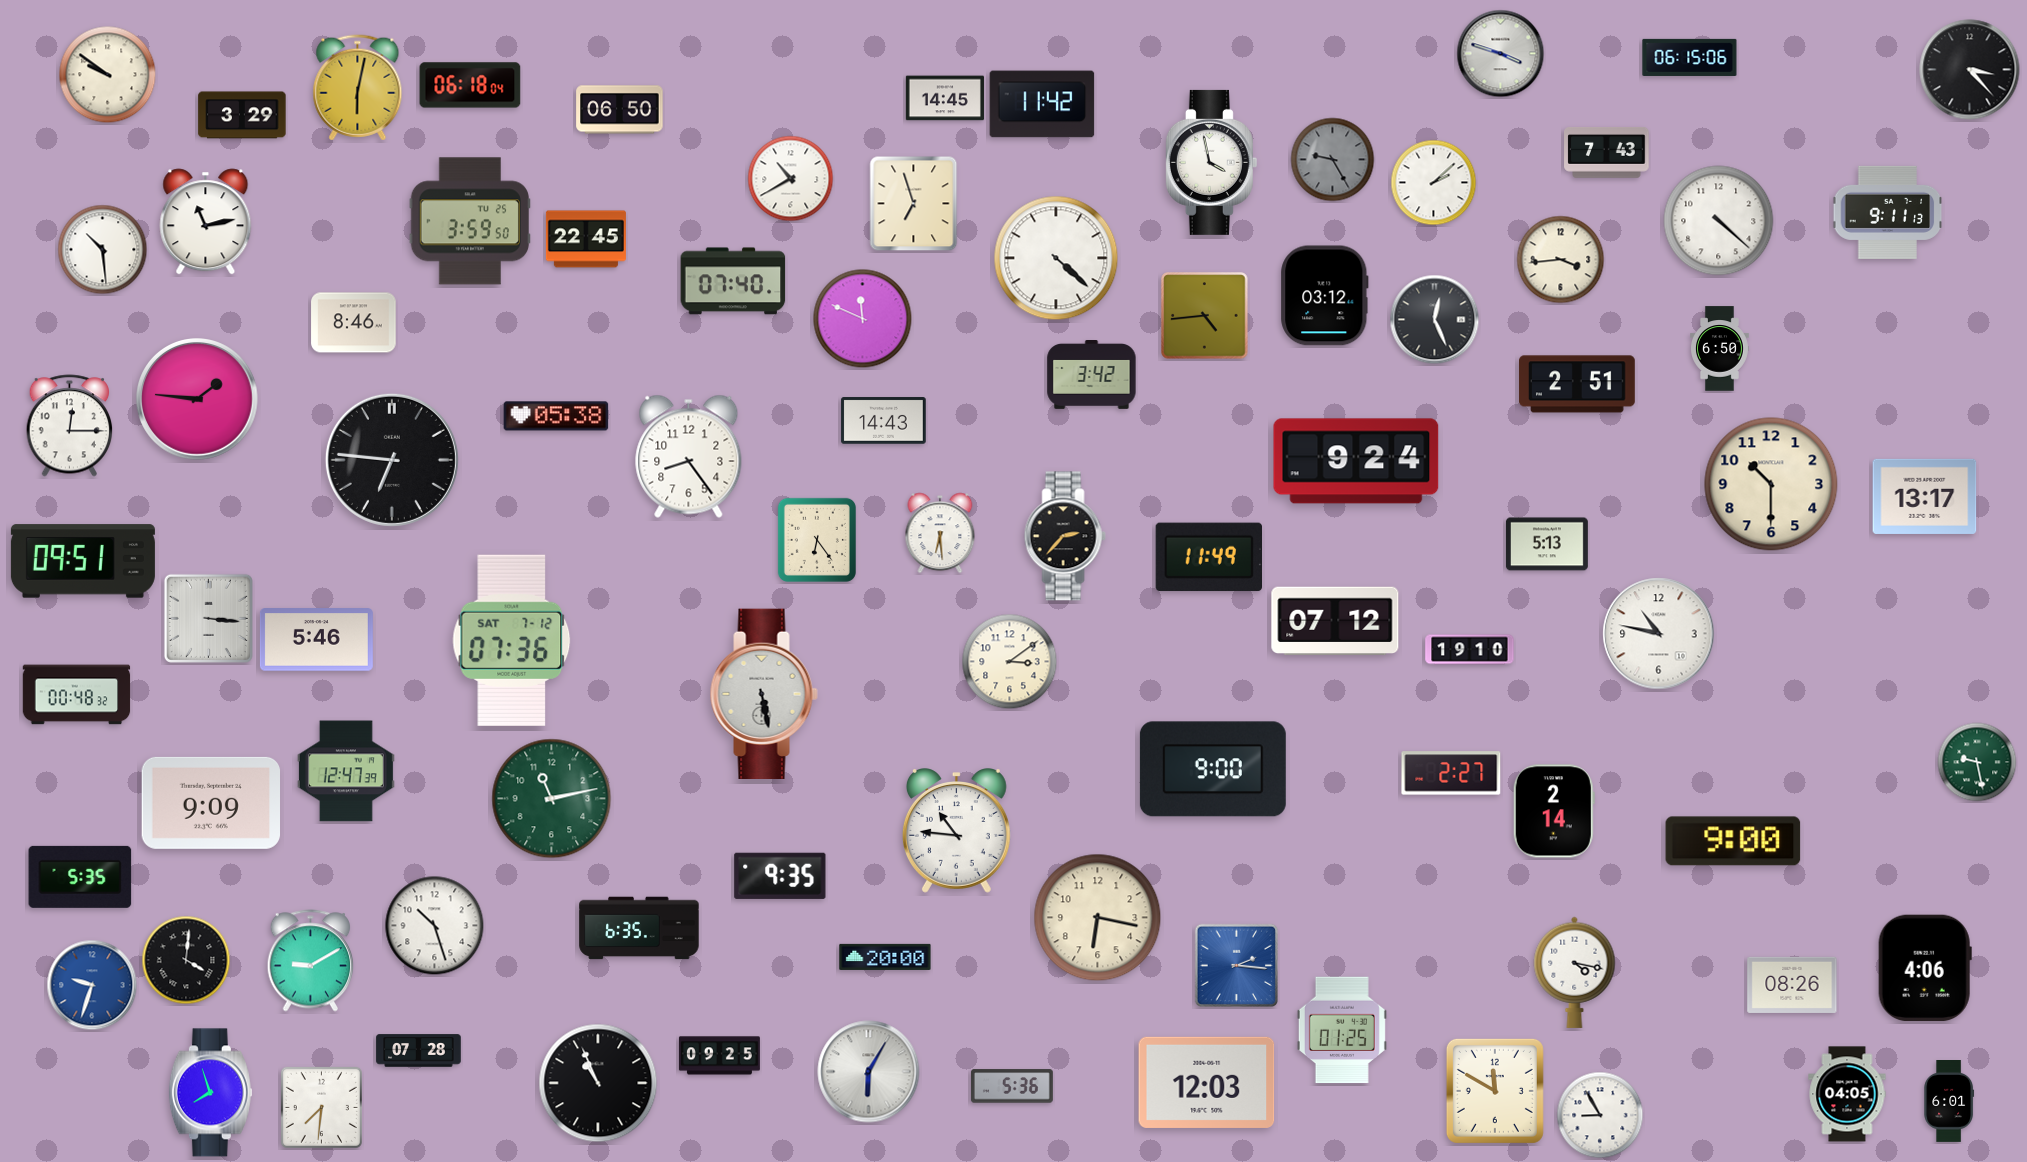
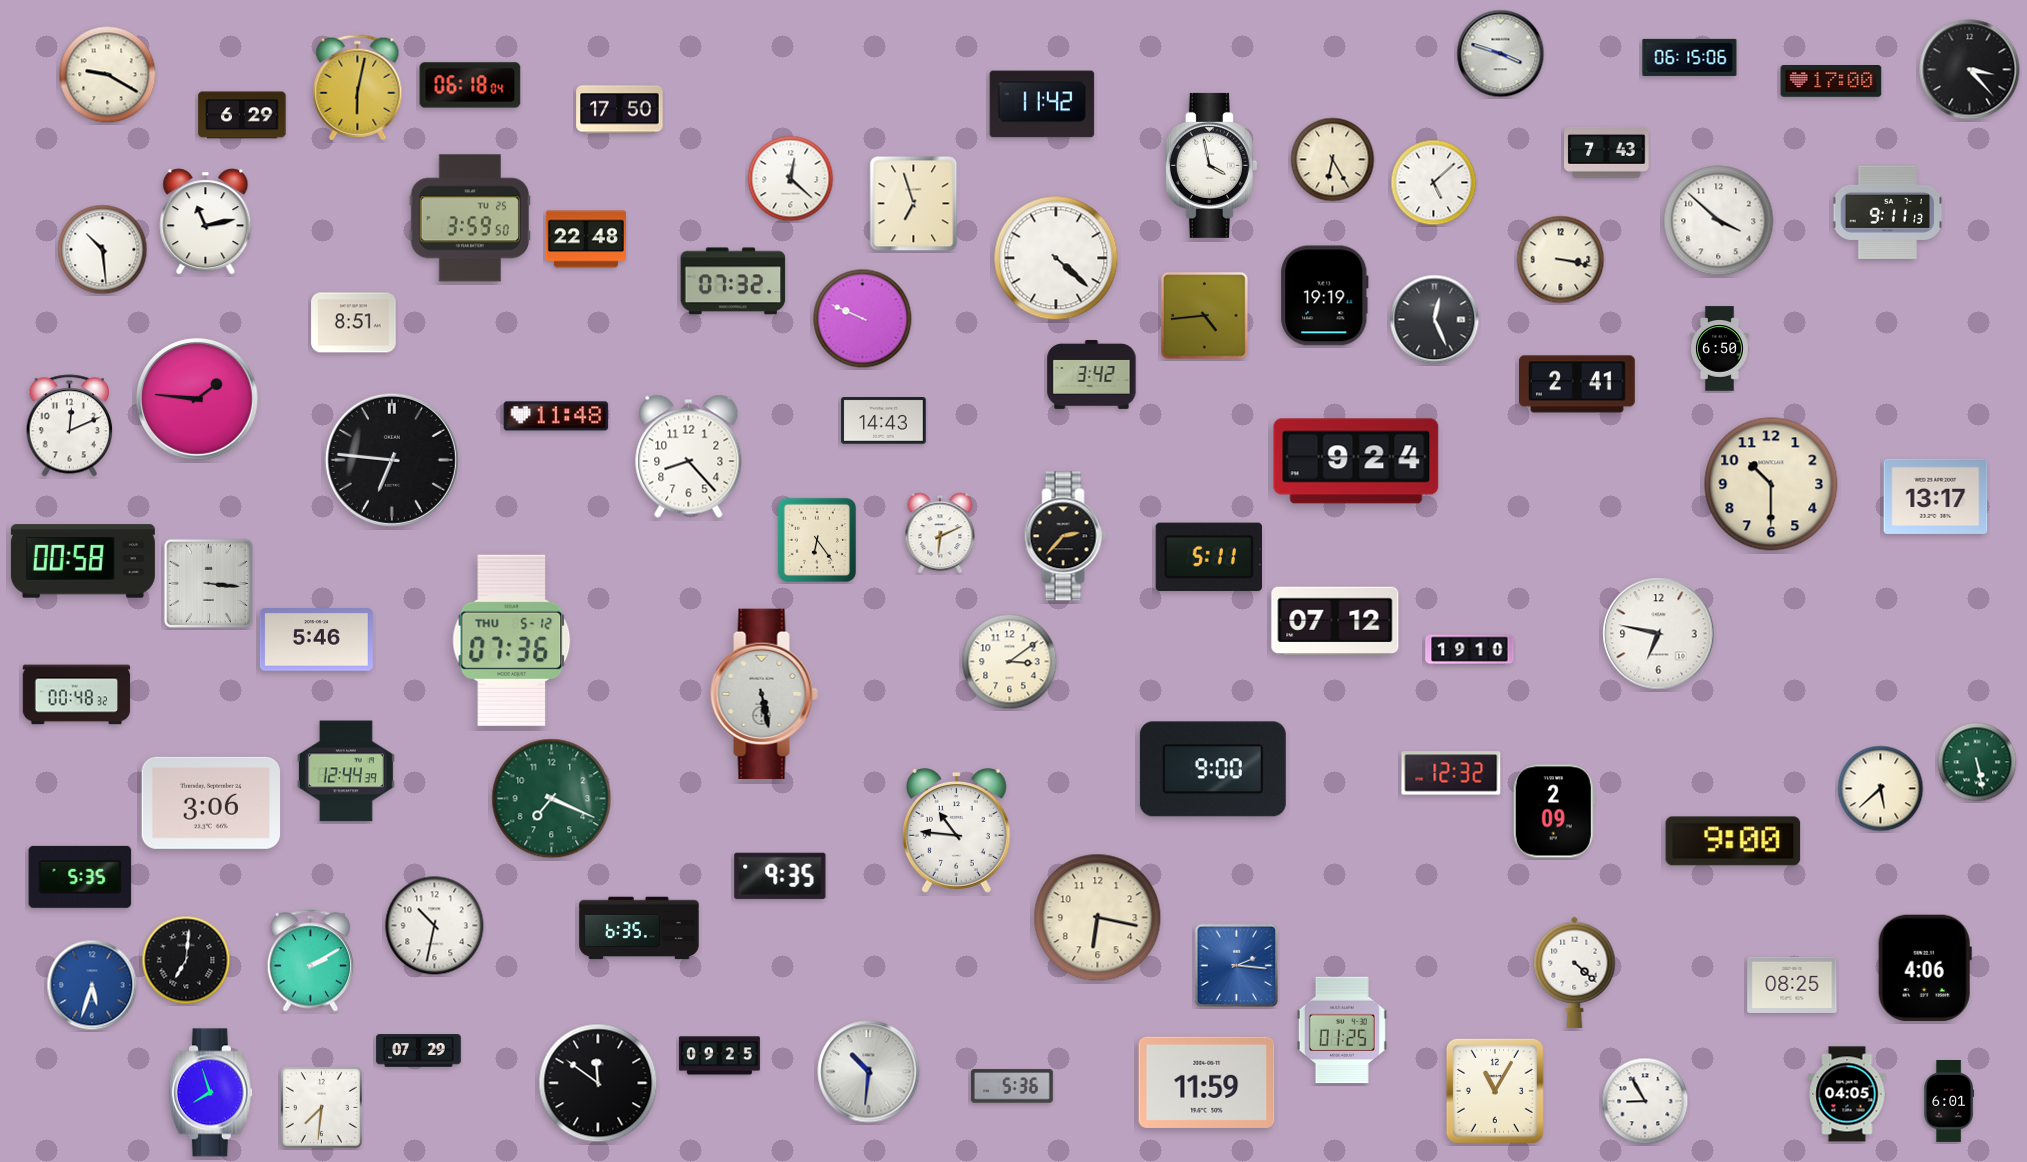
clock at (108, 75): 9:51 -> 9:20
clock at (1831, 82): none -> 17:00
clock at (945, 98): 14:45 -> none
clock at (620, 110): 06:50 -> 17:50
clock at (242, 115): 3:29 -> 6:29
clock at (1333, 160): 9:25 -> 6:25
clock at (1333, 160) dial: grey -> cream
clock at (1211, 162) position: (1211, 162) -> (1211, 165)
clock at (791, 179): 10:40 -> 12:22
clock at (1434, 183): 2:08 -> 5:08
clock at (470, 221) position: (470, 221) -> (470, 218)
clock at (1719, 221): 4:22 -> 3:52
clock at (586, 239): 22:45 -> 22:48
clock at (1561, 260): 3:44 -> 3:17
clock at (733, 281): 07:40 -> 07:32
clock at (1325, 296): 03:12 -> 19:19
clock at (863, 319): 11:49 -> 9:49
clock at (354, 323): 8:46 -> 8:51
clock at (1578, 384): 2:51 -> 2:41
clock at (556, 416): 05:38 -> 11:48
clock at (70, 426): 12:15 -> 12:11
clock at (689, 456): 8:24 -> 8:23
clock at (1925, 496) position: (1925, 496) -> (1936, 496)
clock at (940, 533): 6:29 -> 6:11
clock at (1547, 544): 5:13 -> none
clock at (1208, 557): 11:49 -> 5:11
clock at (83, 561): 09:51 -> 00:58
clock at (208, 618) position: (208, 618) -> (208, 583)
clock at (1659, 634): 10:47 -> 6:47
clock at (512, 640) date: SAT 7-12 -> THU 5-12
clock at (1977, 762): 9:28 -> 5:28
clock at (346, 771): 12:47 -> 12:44
clock at (1451, 773): 2:27 -> 12:32
clock at (1881, 789): none -> 5:38
clock at (552, 799): 11:13 -> 7:19
clock at (211, 803): 9:09 -> 3:06
clock at (1554, 811): 2:14 -> 2:09
clock at (435, 926): 10:27 -> 10:32
clock at (885, 957): 20:00 -> none
clock at (186, 960): 4:01 -> 7:01
clock at (311, 961): 9:10 -> 2:10
clock at (1575, 972): 4:17 -> 4:22
clock at (92, 985): 9:33 -> 5:33
clock at (1792, 985): 08:26 -> 08:25
clock at (419, 1051): 07:28 -> 07:29
clock at (869, 1072): 6:05 -> 10:31
clock at (1207, 1082): 12:03 -> 11:59
clock at (598, 1083): 10:56 -> 11:51
clock at (1495, 1091): 11:50 -> 11:05
clock at (1600, 1115) position: (1600, 1115) -> (1645, 1101)
